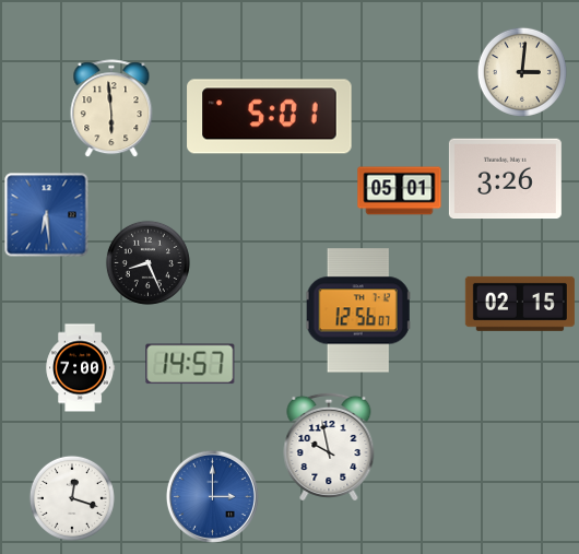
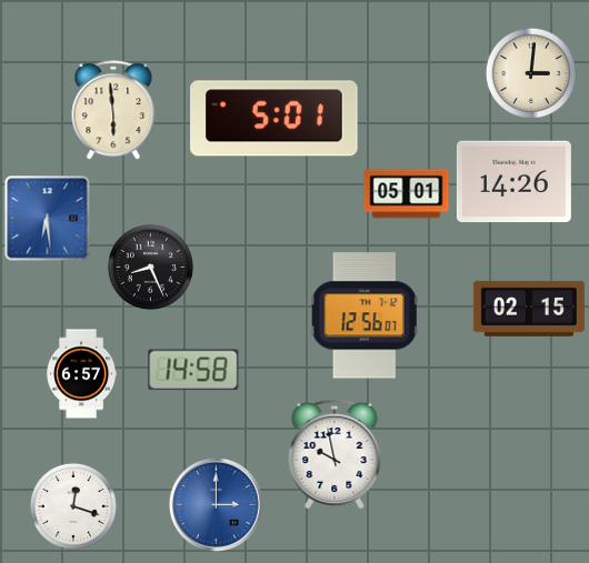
clock at (505, 179): 3:26 -> 14:26
clock at (190, 364): 14:57 -> 14:58
clock at (81, 368): 7:00 -> 6:57
